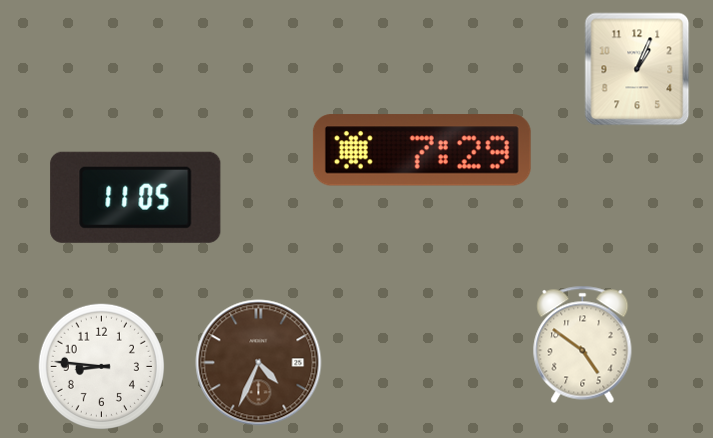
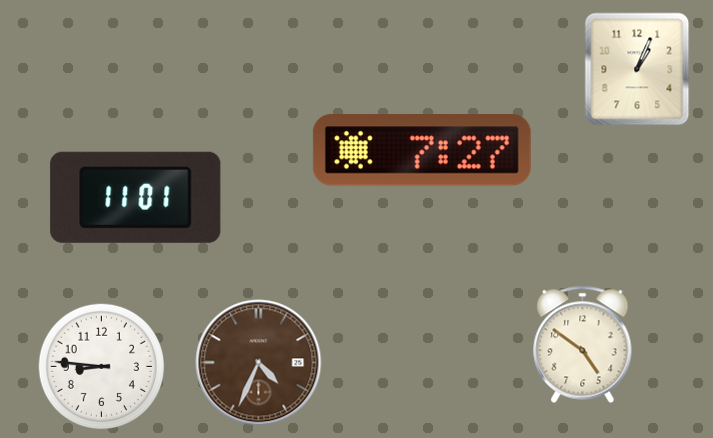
clock at (422, 150): 7:29 -> 7:27
clock at (136, 197): 11:05 -> 11:01
